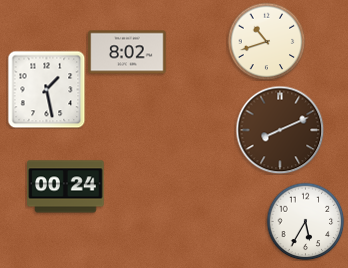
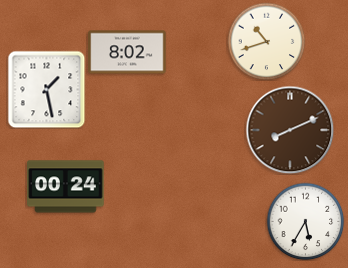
clock at (280, 130) position: (280, 130) -> (290, 130)
